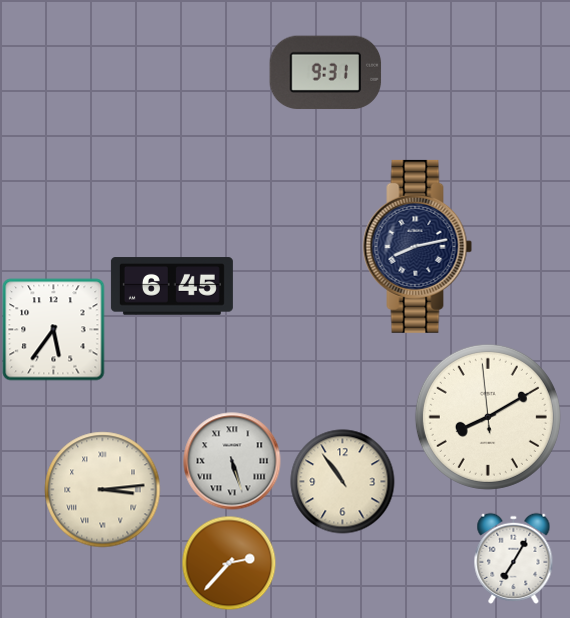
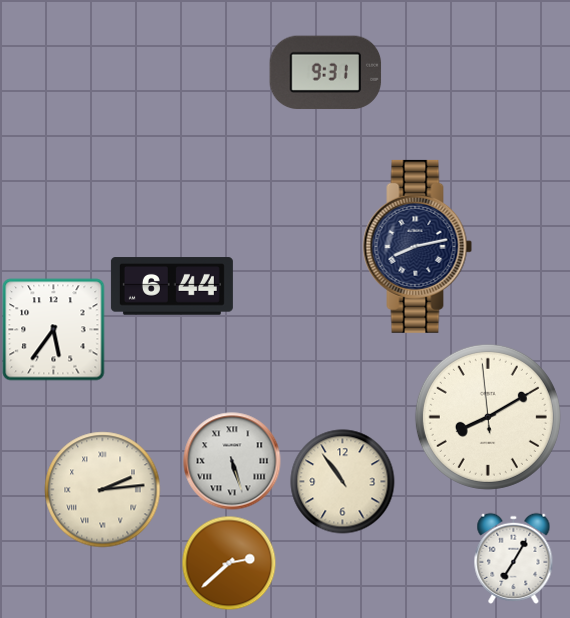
clock at (172, 286): 6:45 -> 6:44
clock at (103, 490): 3:14 -> 2:14
clock at (229, 563): 2:37 -> 2:38
